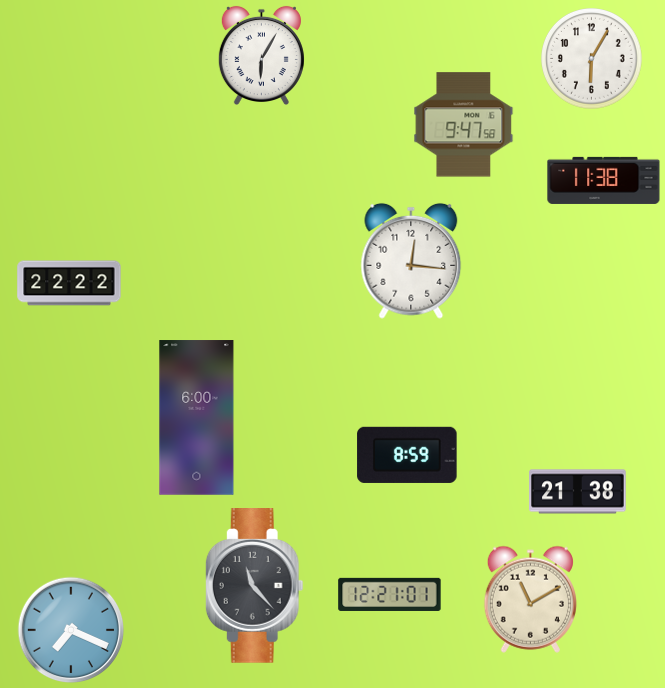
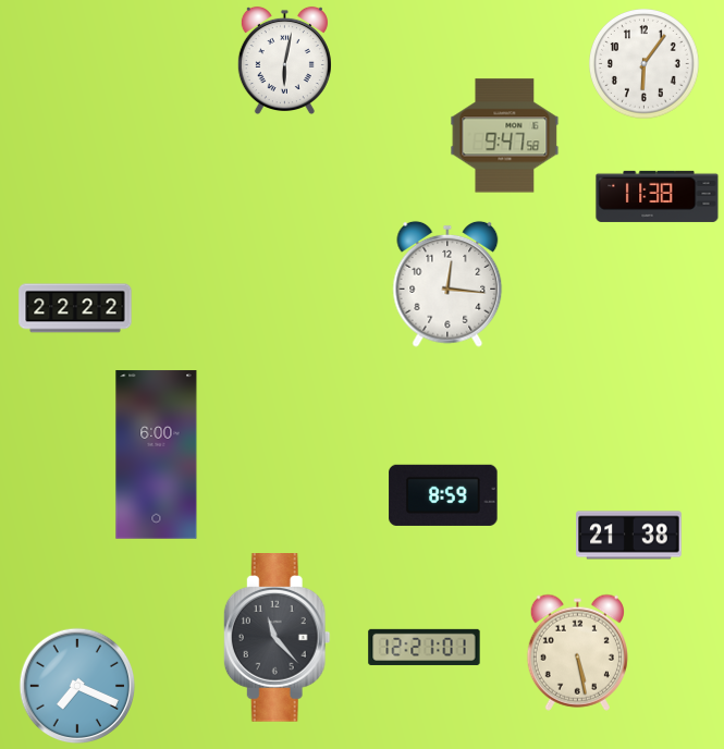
clock at (261, 55): 6:05 -> 6:02
clock at (592, 59): 6:05 -> 6:06
clock at (197, 418) position: (197, 418) -> (157, 455)
clock at (530, 599): 11:10 -> 5:28
